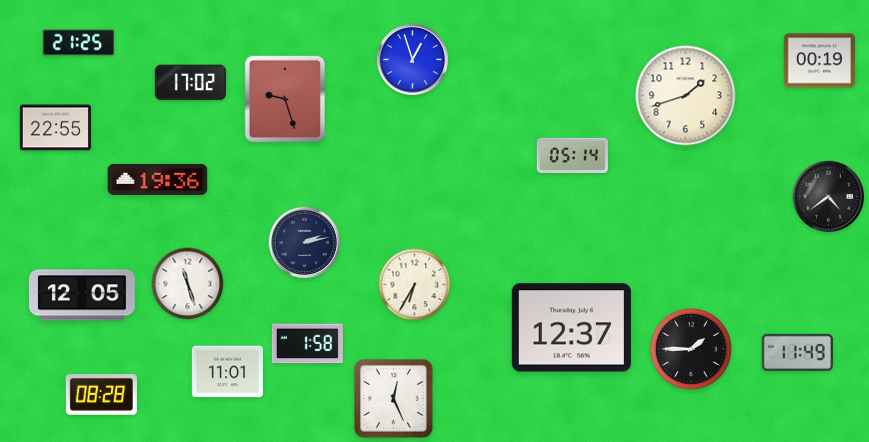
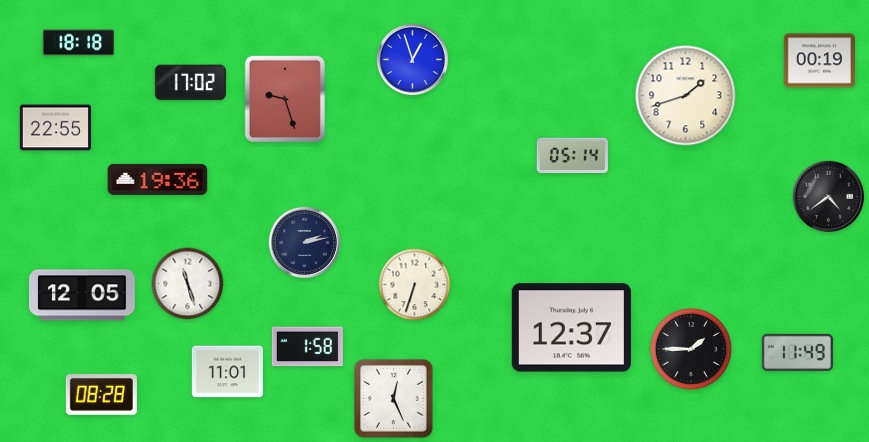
clock at (78, 43): 21:25 -> 18:18
clock at (415, 285): 6:35 -> 6:33
clock at (307, 344) position: (307, 344) -> (307, 347)
